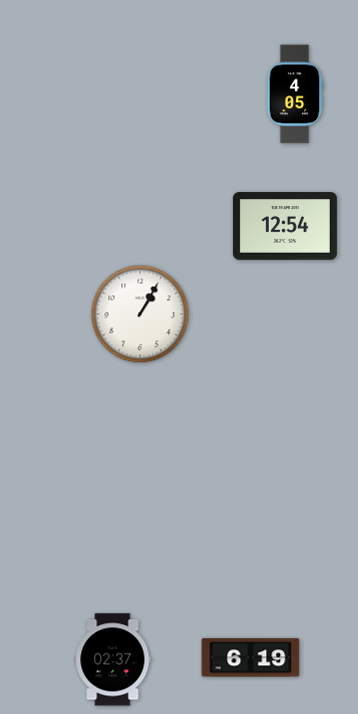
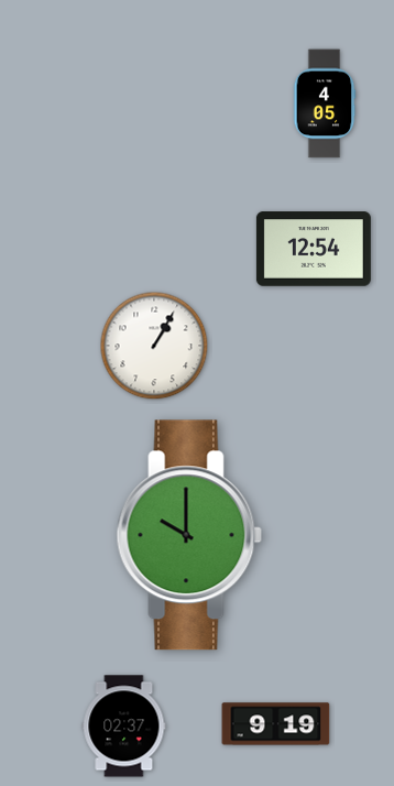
clock at (189, 535): none -> 10:00
clock at (251, 658): 6:19 -> 9:19
